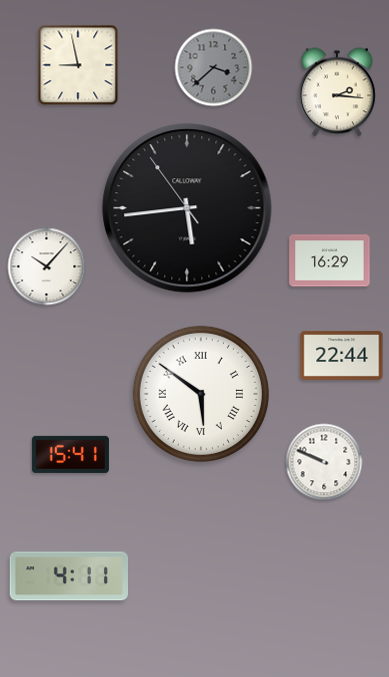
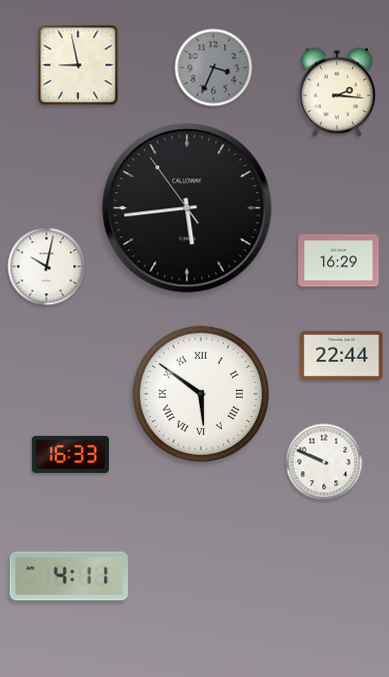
clock at (214, 68): 3:38 -> 3:34
clock at (330, 261) position: (330, 261) -> (339, 261)
clock at (47, 267): 10:07 -> 10:02
clock at (70, 454): 15:41 -> 16:33
